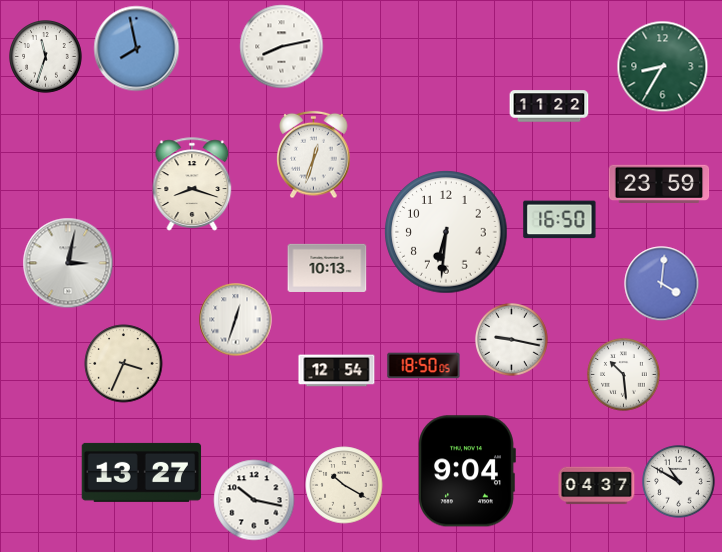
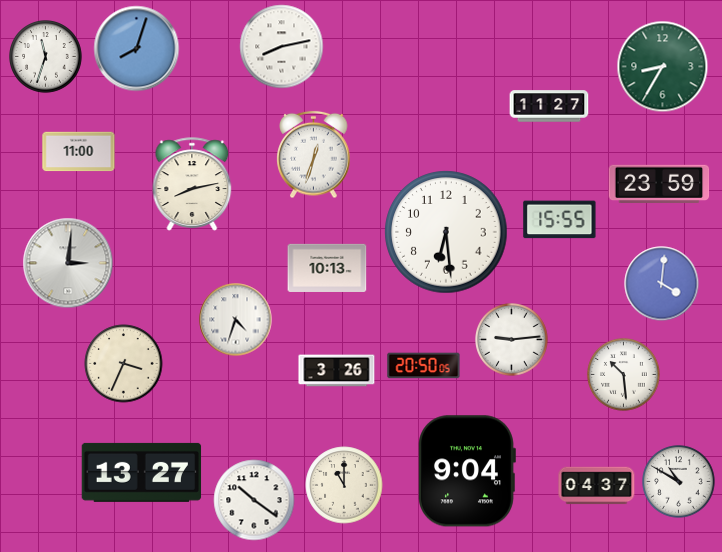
clock at (137, 49): 7:58 -> 8:03
clock at (549, 106): 11:22 -> 11:27
clock at (79, 152): none -> 11:00
clock at (192, 184): 8:18 -> 8:13
clock at (560, 220): 16:50 -> 15:55
clock at (446, 232): 6:31 -> 6:29
clock at (68, 263): 3:02 -> 3:01
clock at (236, 320): 12:33 -> 4:33
clock at (512, 340): 9:17 -> 9:14
clock at (424, 366): 18:50 -> 20:50
clock at (337, 371): 12:54 -> 3:26
clock at (344, 485): 10:20 -> 11:00
clock at (254, 500): 10:17 -> 10:21
